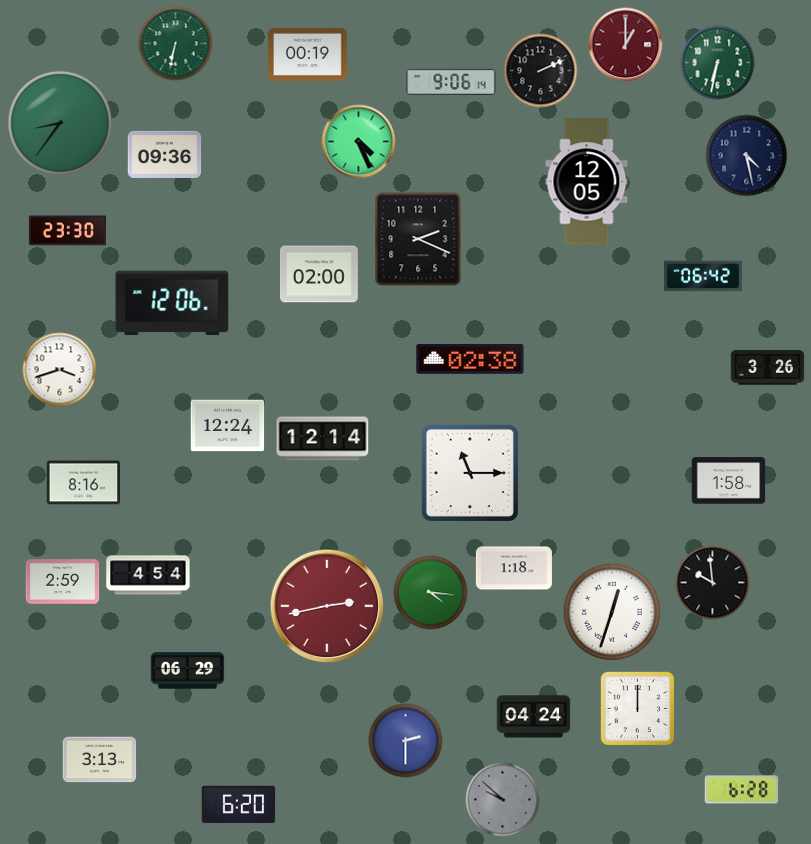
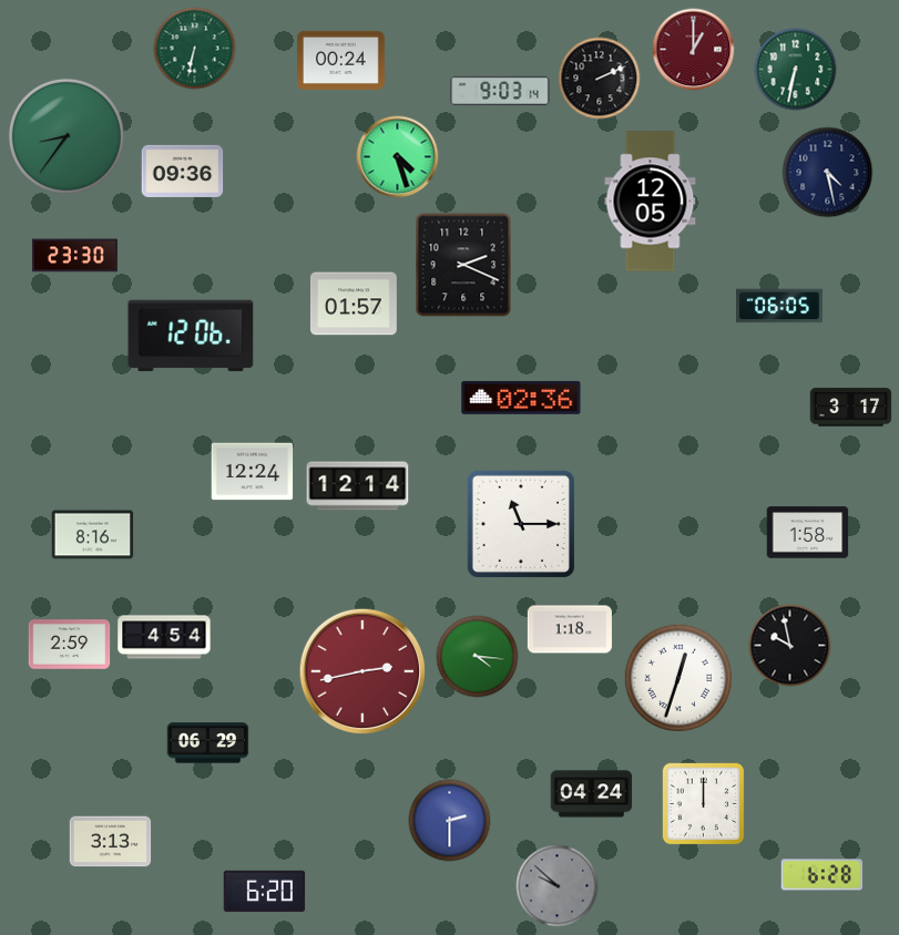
clock at (308, 54): 00:19 -> 00:24
clock at (451, 82): 9:06 -> 9:03
clock at (359, 142): 4:26 -> 4:27
clock at (319, 274): 02:00 -> 01:57
clock at (703, 276): 06:42 -> 06:05
clock at (470, 359): 02:38 -> 02:36
clock at (768, 368): 3:26 -> 3:17
clock at (60, 370): 3:42 -> none
clock at (713, 583): 9:59 -> 9:58
clock at (637, 708) position: (637, 708) -> (703, 803)
